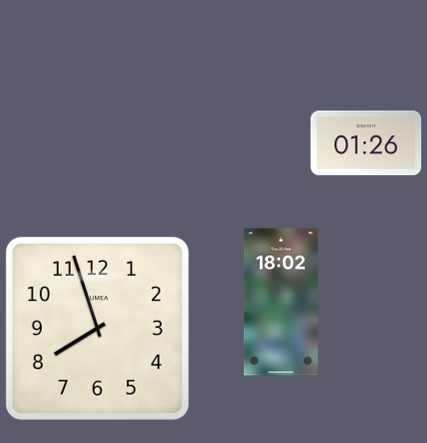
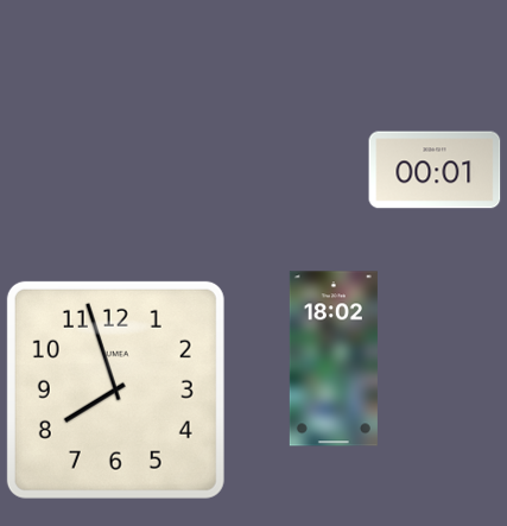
clock at (366, 143): 01:26 -> 00:01
